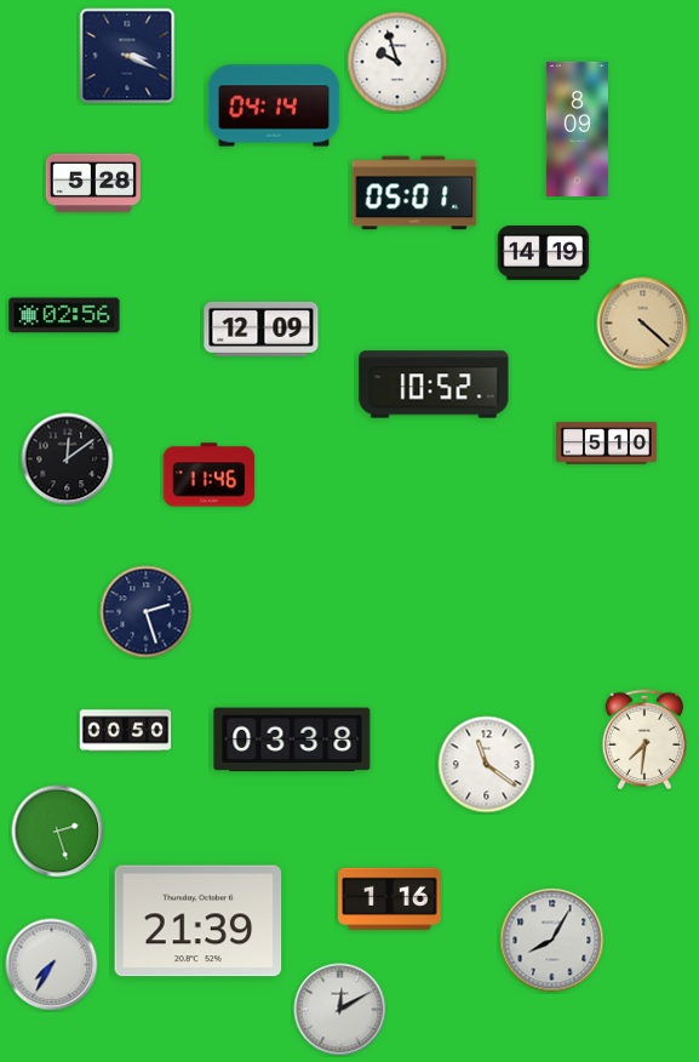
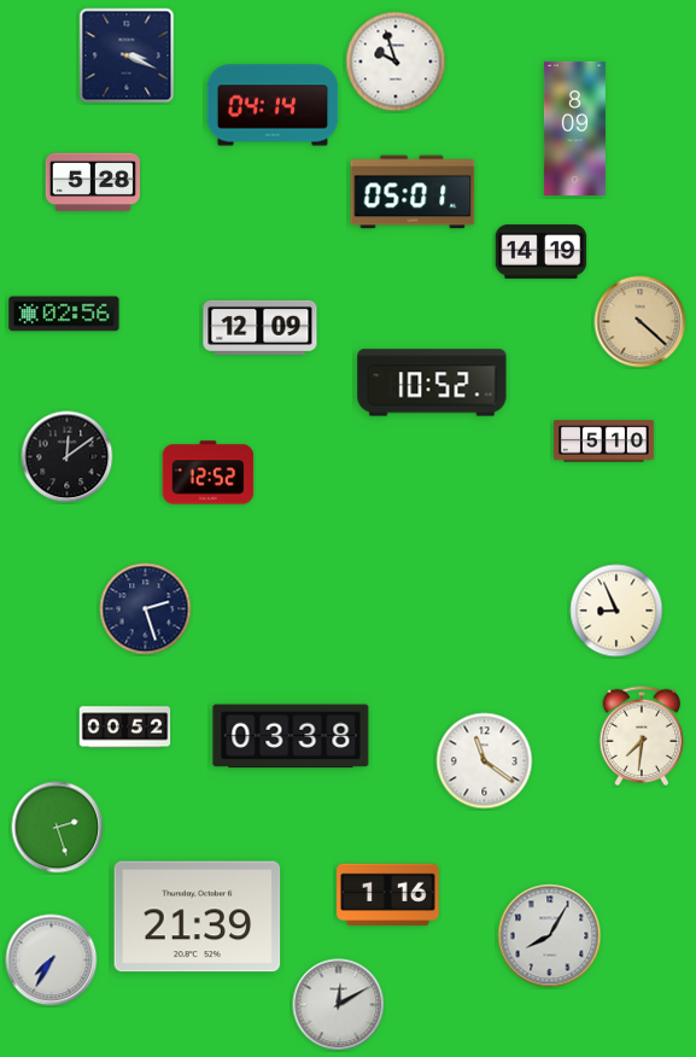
clock at (210, 475): 11:46 -> 12:52
clock at (616, 611): none -> 8:56
clock at (126, 731): 00:50 -> 00:52
